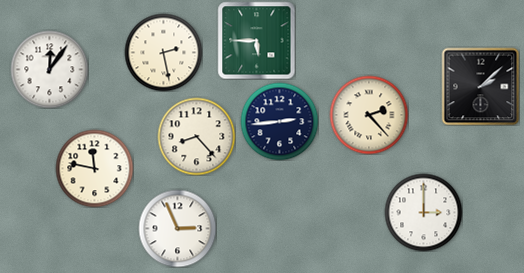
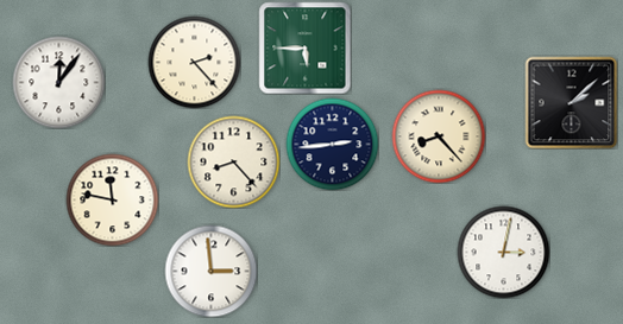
clock at (163, 52): 2:28 -> 2:23
clock at (369, 115): 2:23 -> 8:23
clock at (423, 212): 3:00 -> 3:02
clock at (177, 228): 2:56 -> 2:59
